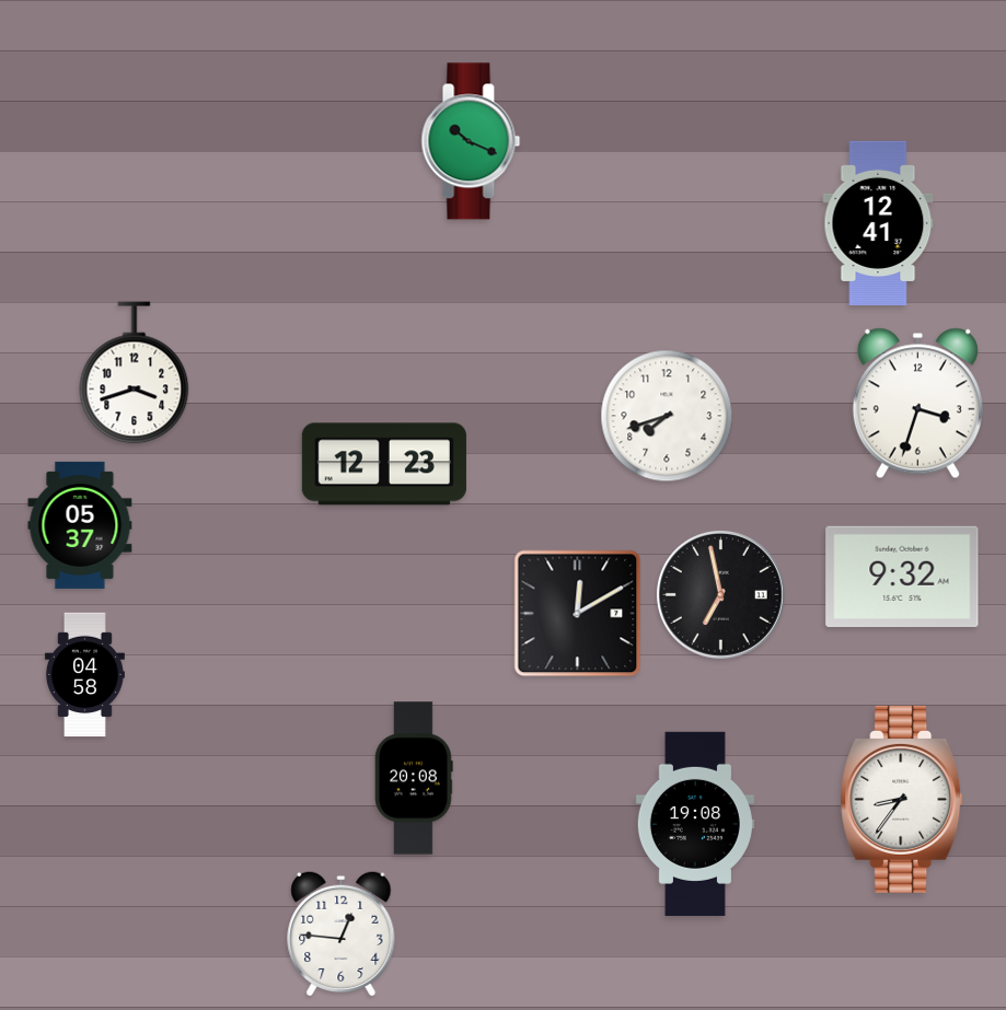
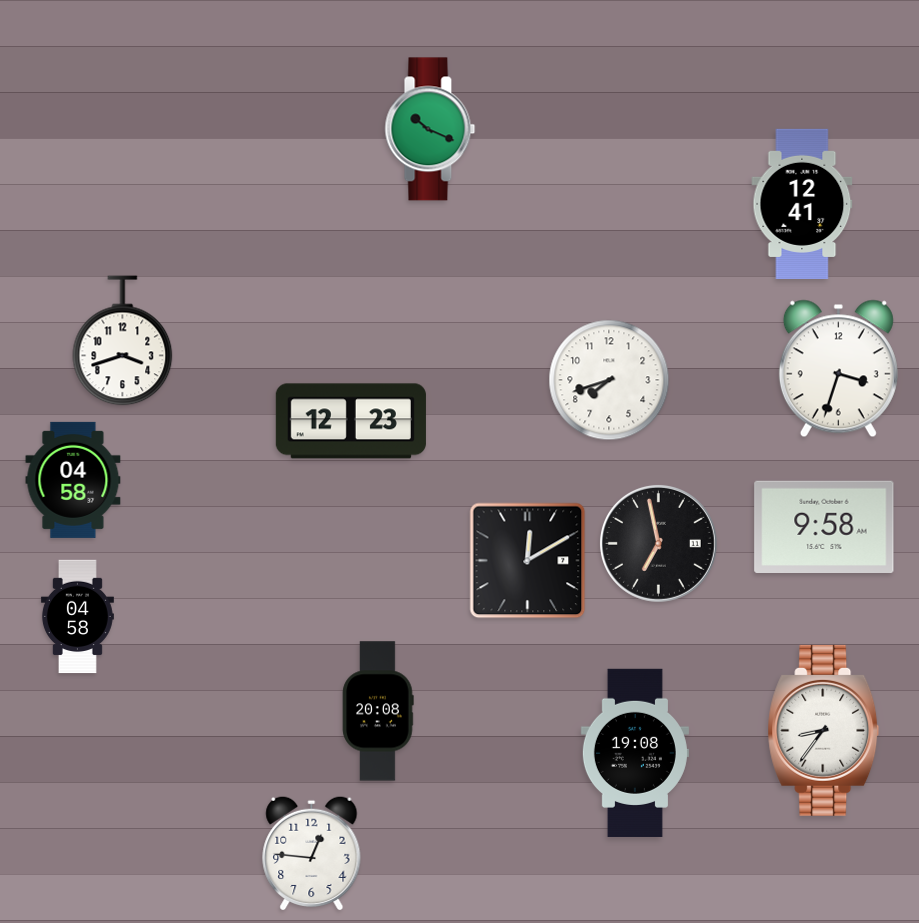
clock at (384, 464) position: (384, 464) -> (351, 421)
clock at (80, 525): 05:37 -> 04:58
clock at (902, 576): 9:32 -> 9:58
